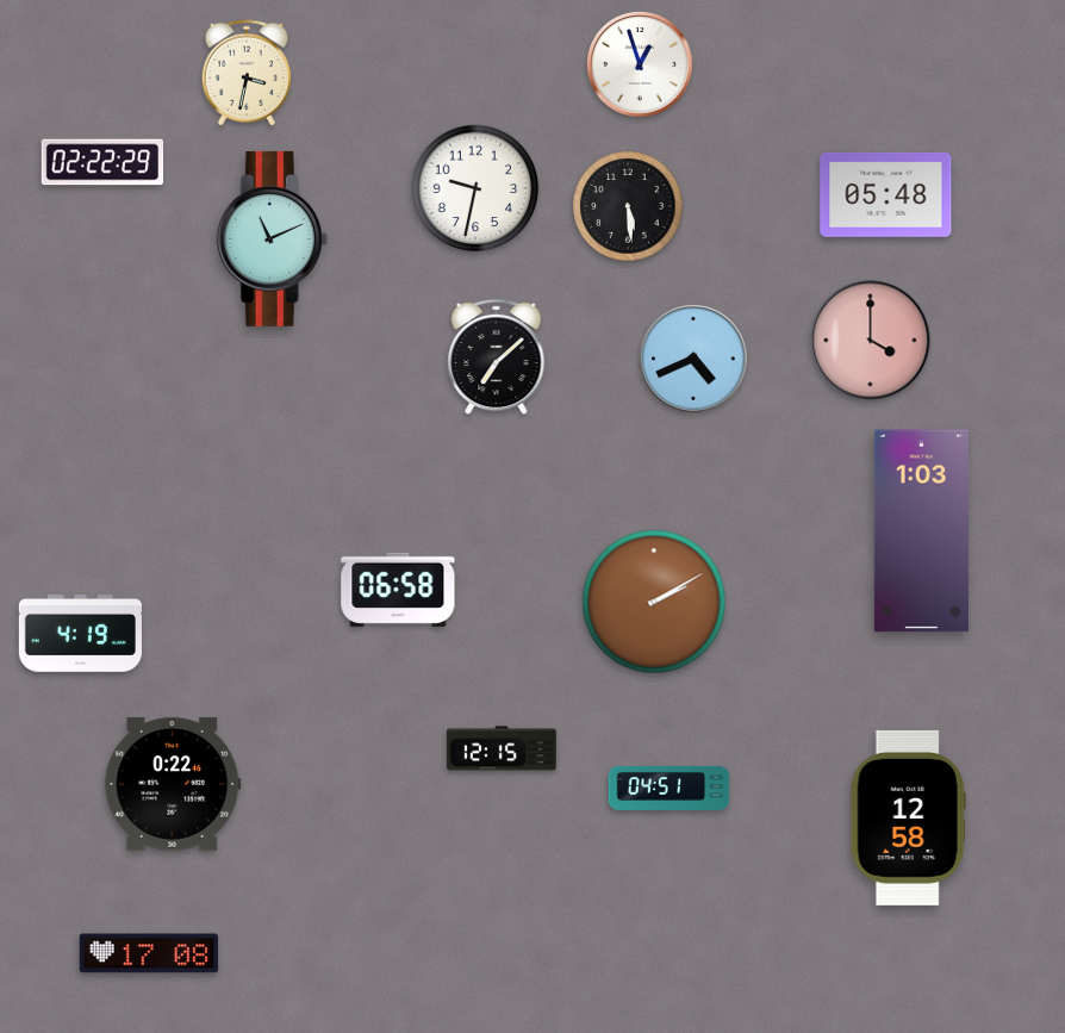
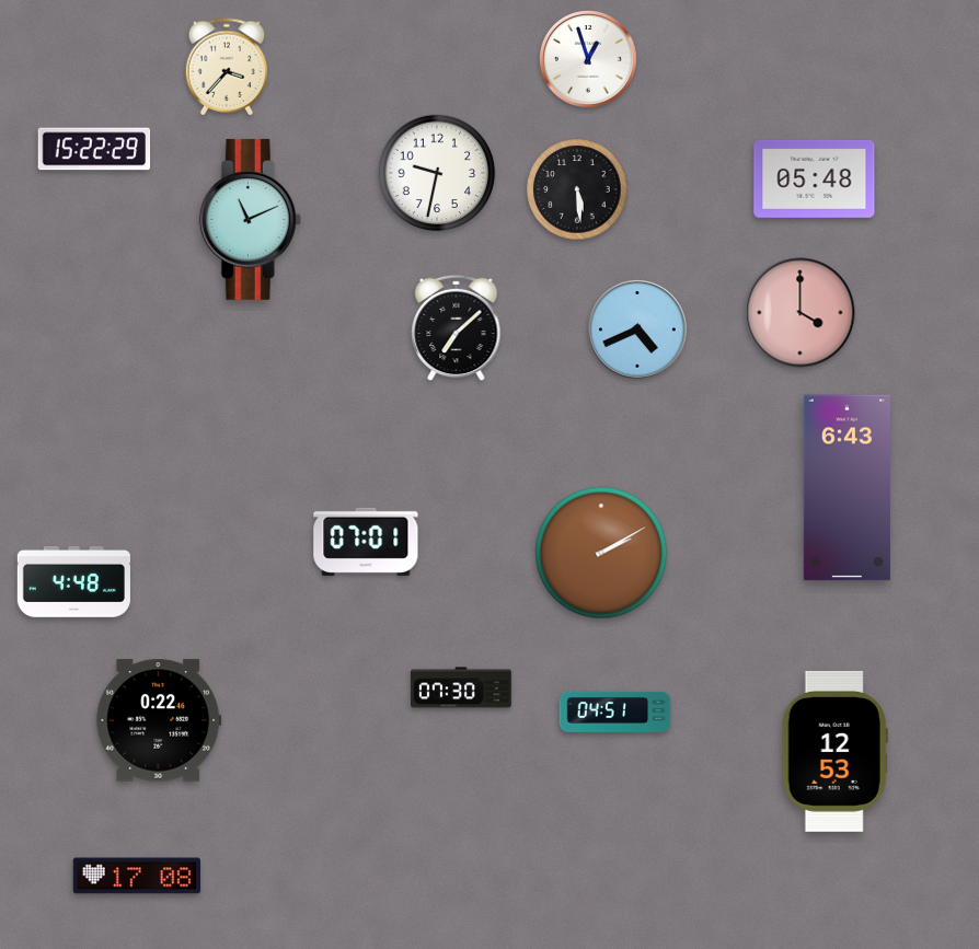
clock at (247, 73): 3:32 -> 3:37
clock at (102, 162): 02:22 -> 15:22
clock at (921, 531): 1:03 -> 6:43
clock at (398, 590): 06:58 -> 07:01
clock at (80, 634): 4:19 -> 4:48
clock at (503, 748): 12:15 -> 07:30
clock at (669, 788) position: (669, 788) -> (615, 711)
clock at (908, 817): 12:58 -> 12:53
